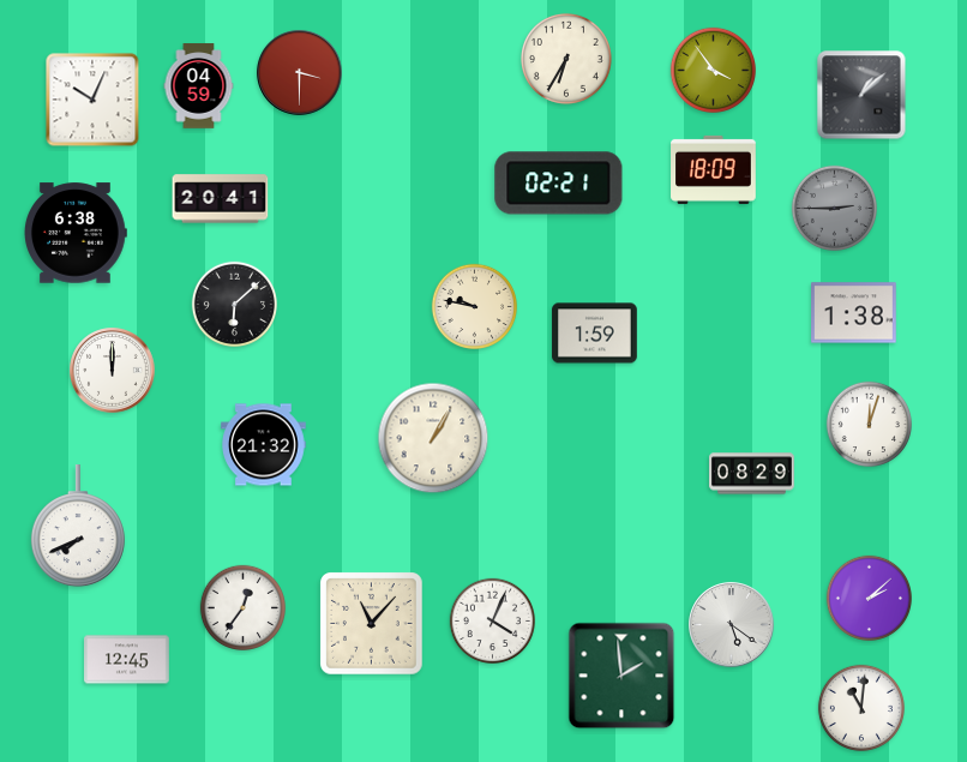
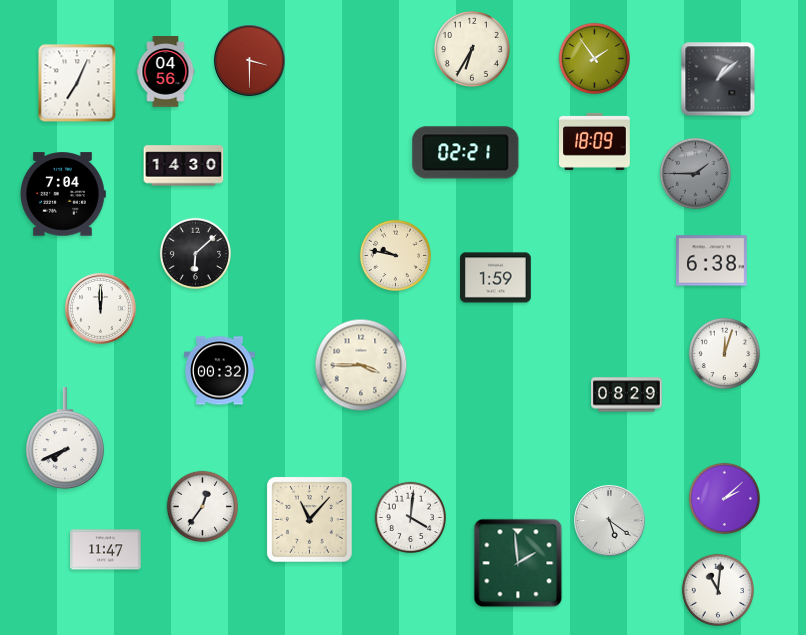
clock at (713, 70): 3:54 -> 1:54
clock at (199, 86): 04:59 -> 04:56
clock at (92, 100): 10:04 -> 7:04
clock at (221, 199): 20:41 -> 14:30
clock at (834, 208): 2:45 -> 1:45
clock at (76, 233): 6:38 -> 7:04
clock at (854, 313): 1:38 -> 6:38
clock at (113, 371) position: (113, 371) -> (101, 309)
clock at (433, 438): 1:05 -> 3:45
clock at (264, 445): 21:32 -> 00:32
clock at (492, 620): 4:04 -> 4:01
clock at (127, 660): 12:45 -> 11:47
